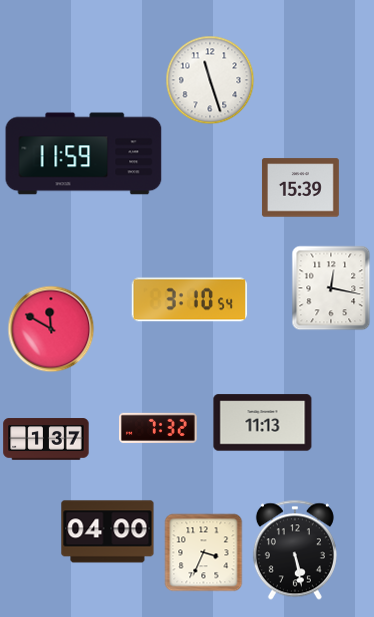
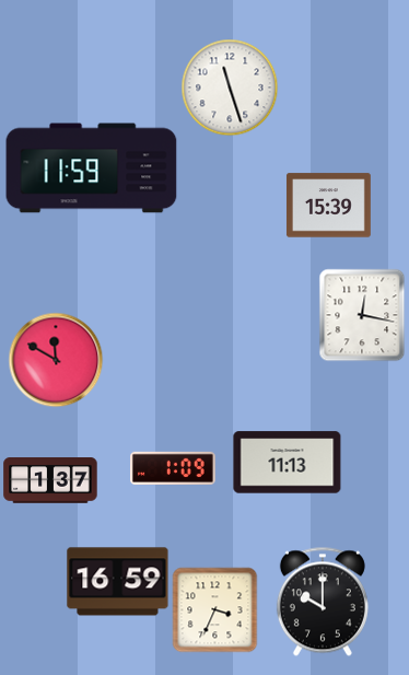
clock at (190, 300): 3:10 -> none
clock at (159, 428): 7:32 -> 1:09
clock at (108, 532): 04:00 -> 16:59
clock at (295, 550): 5:28 -> 10:00
clock at (203, 552) position: (203, 552) -> (214, 609)
